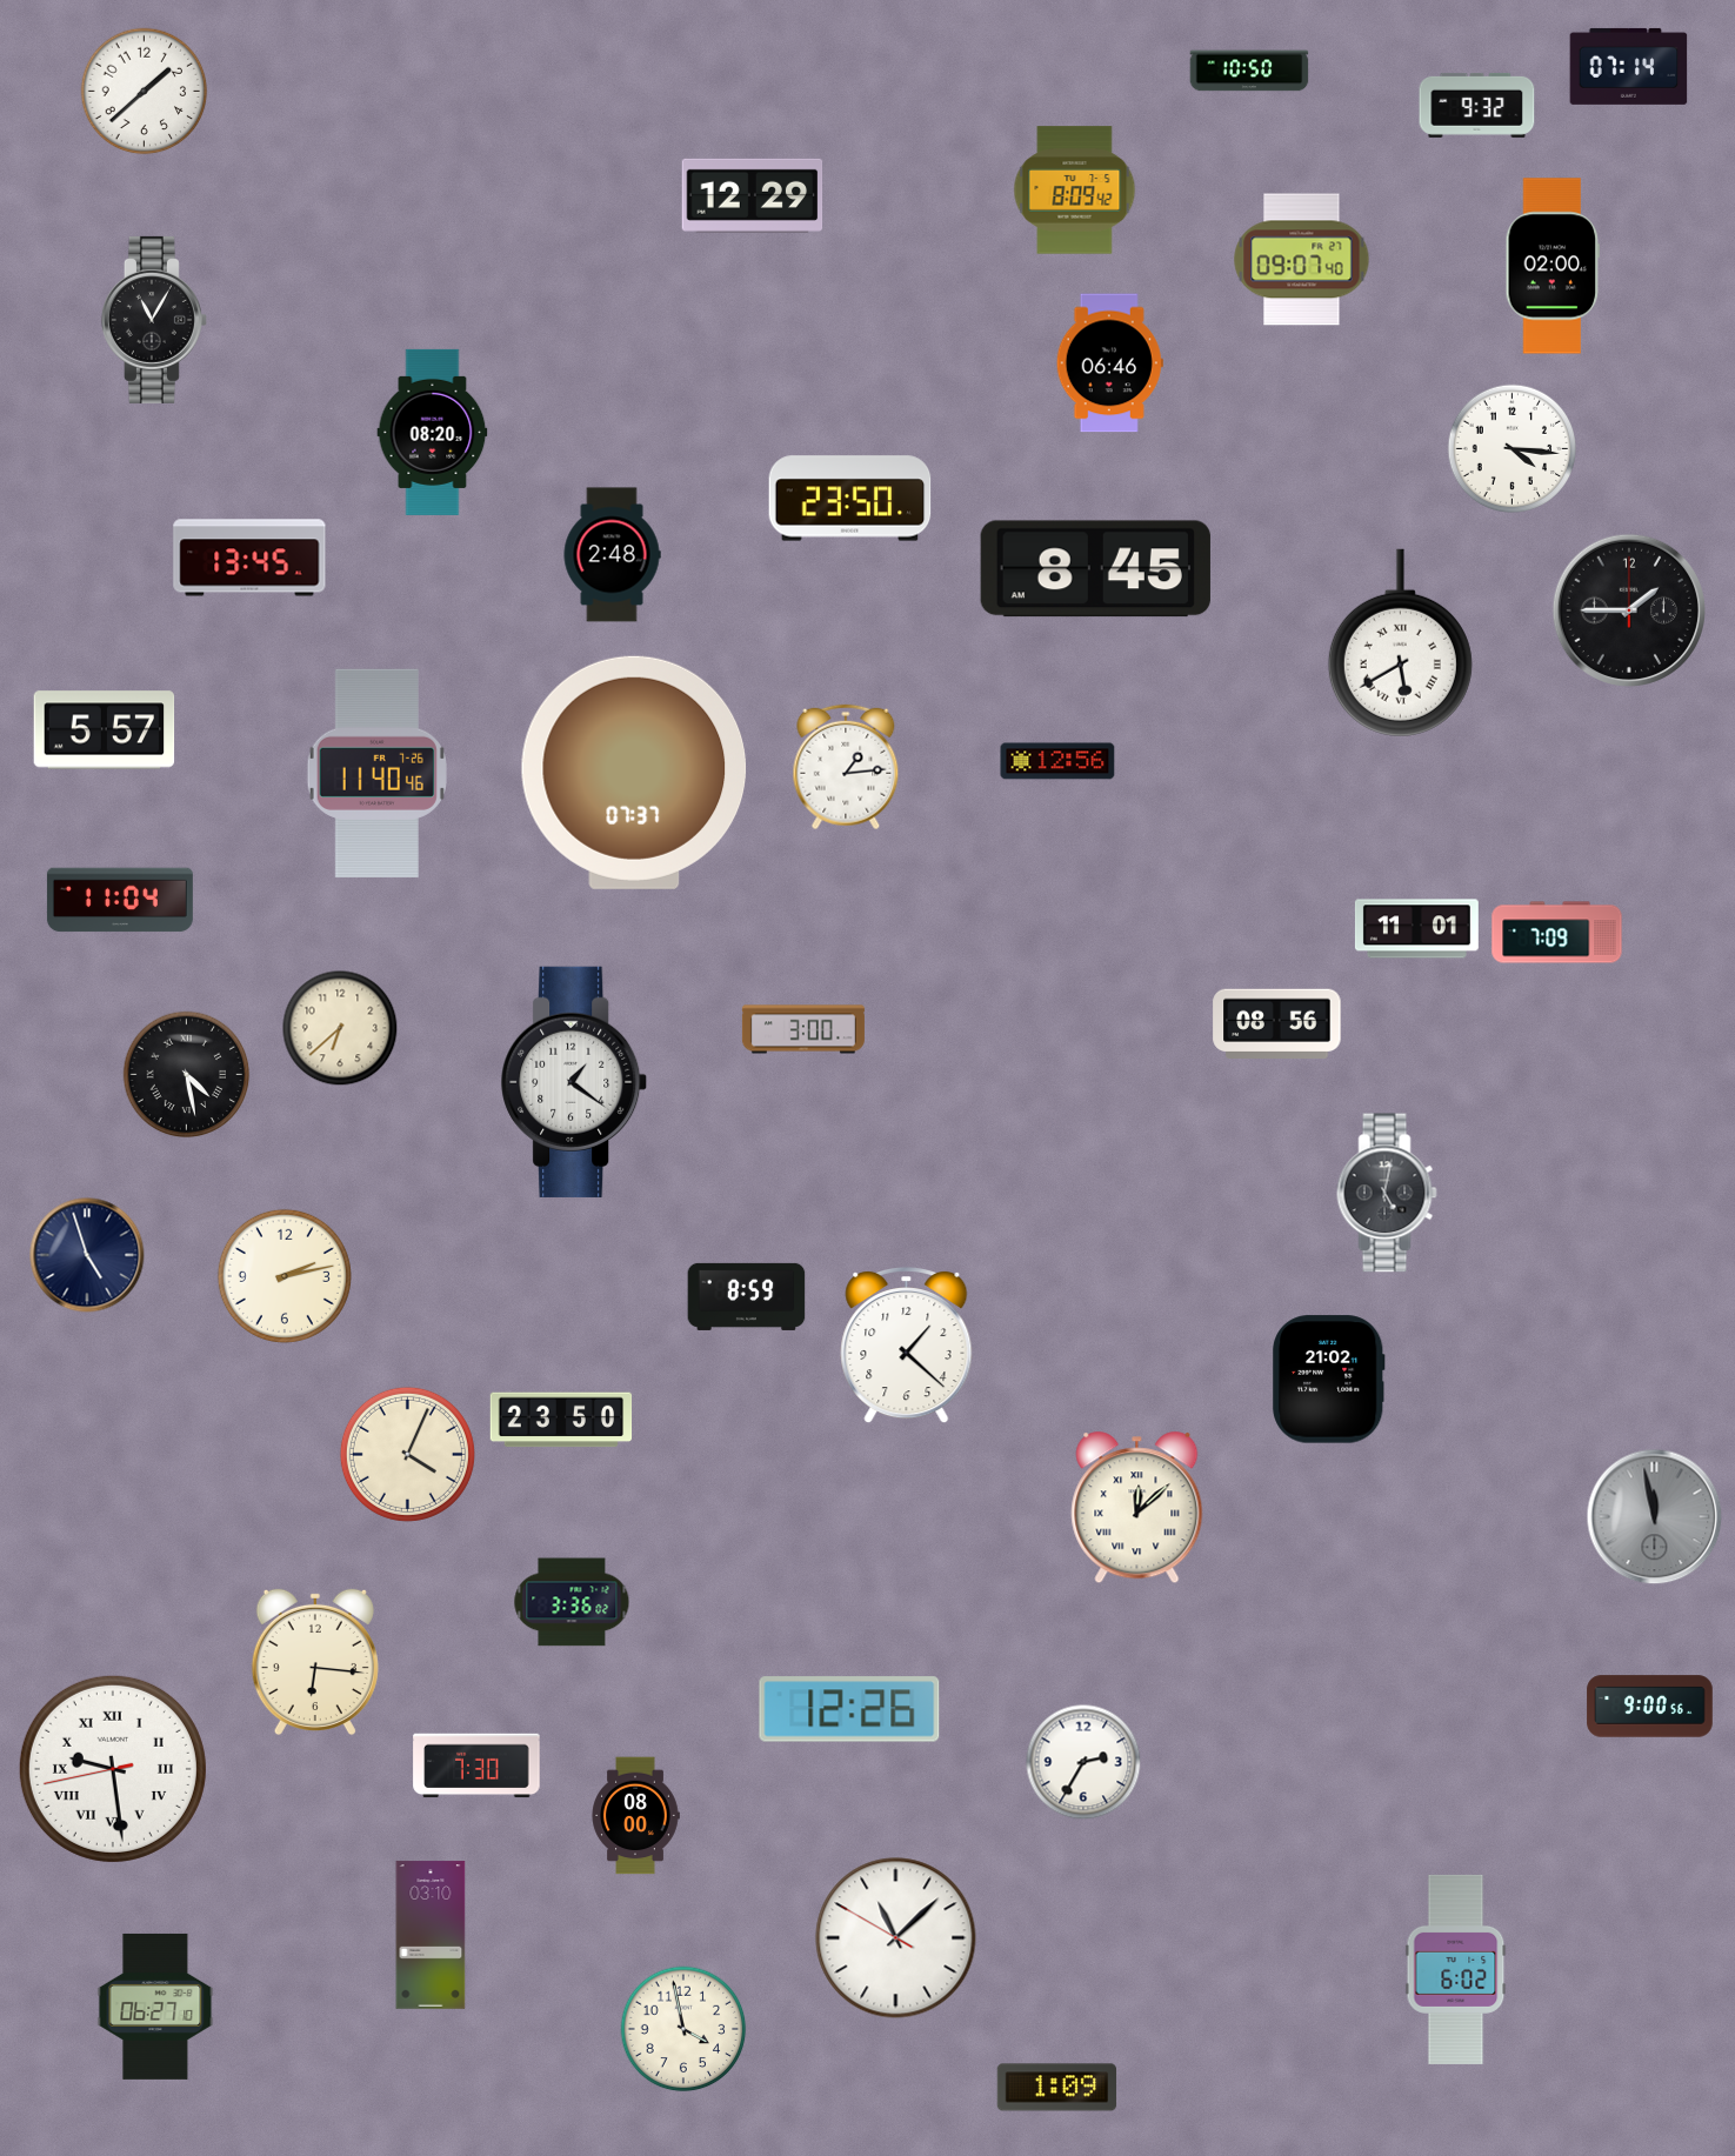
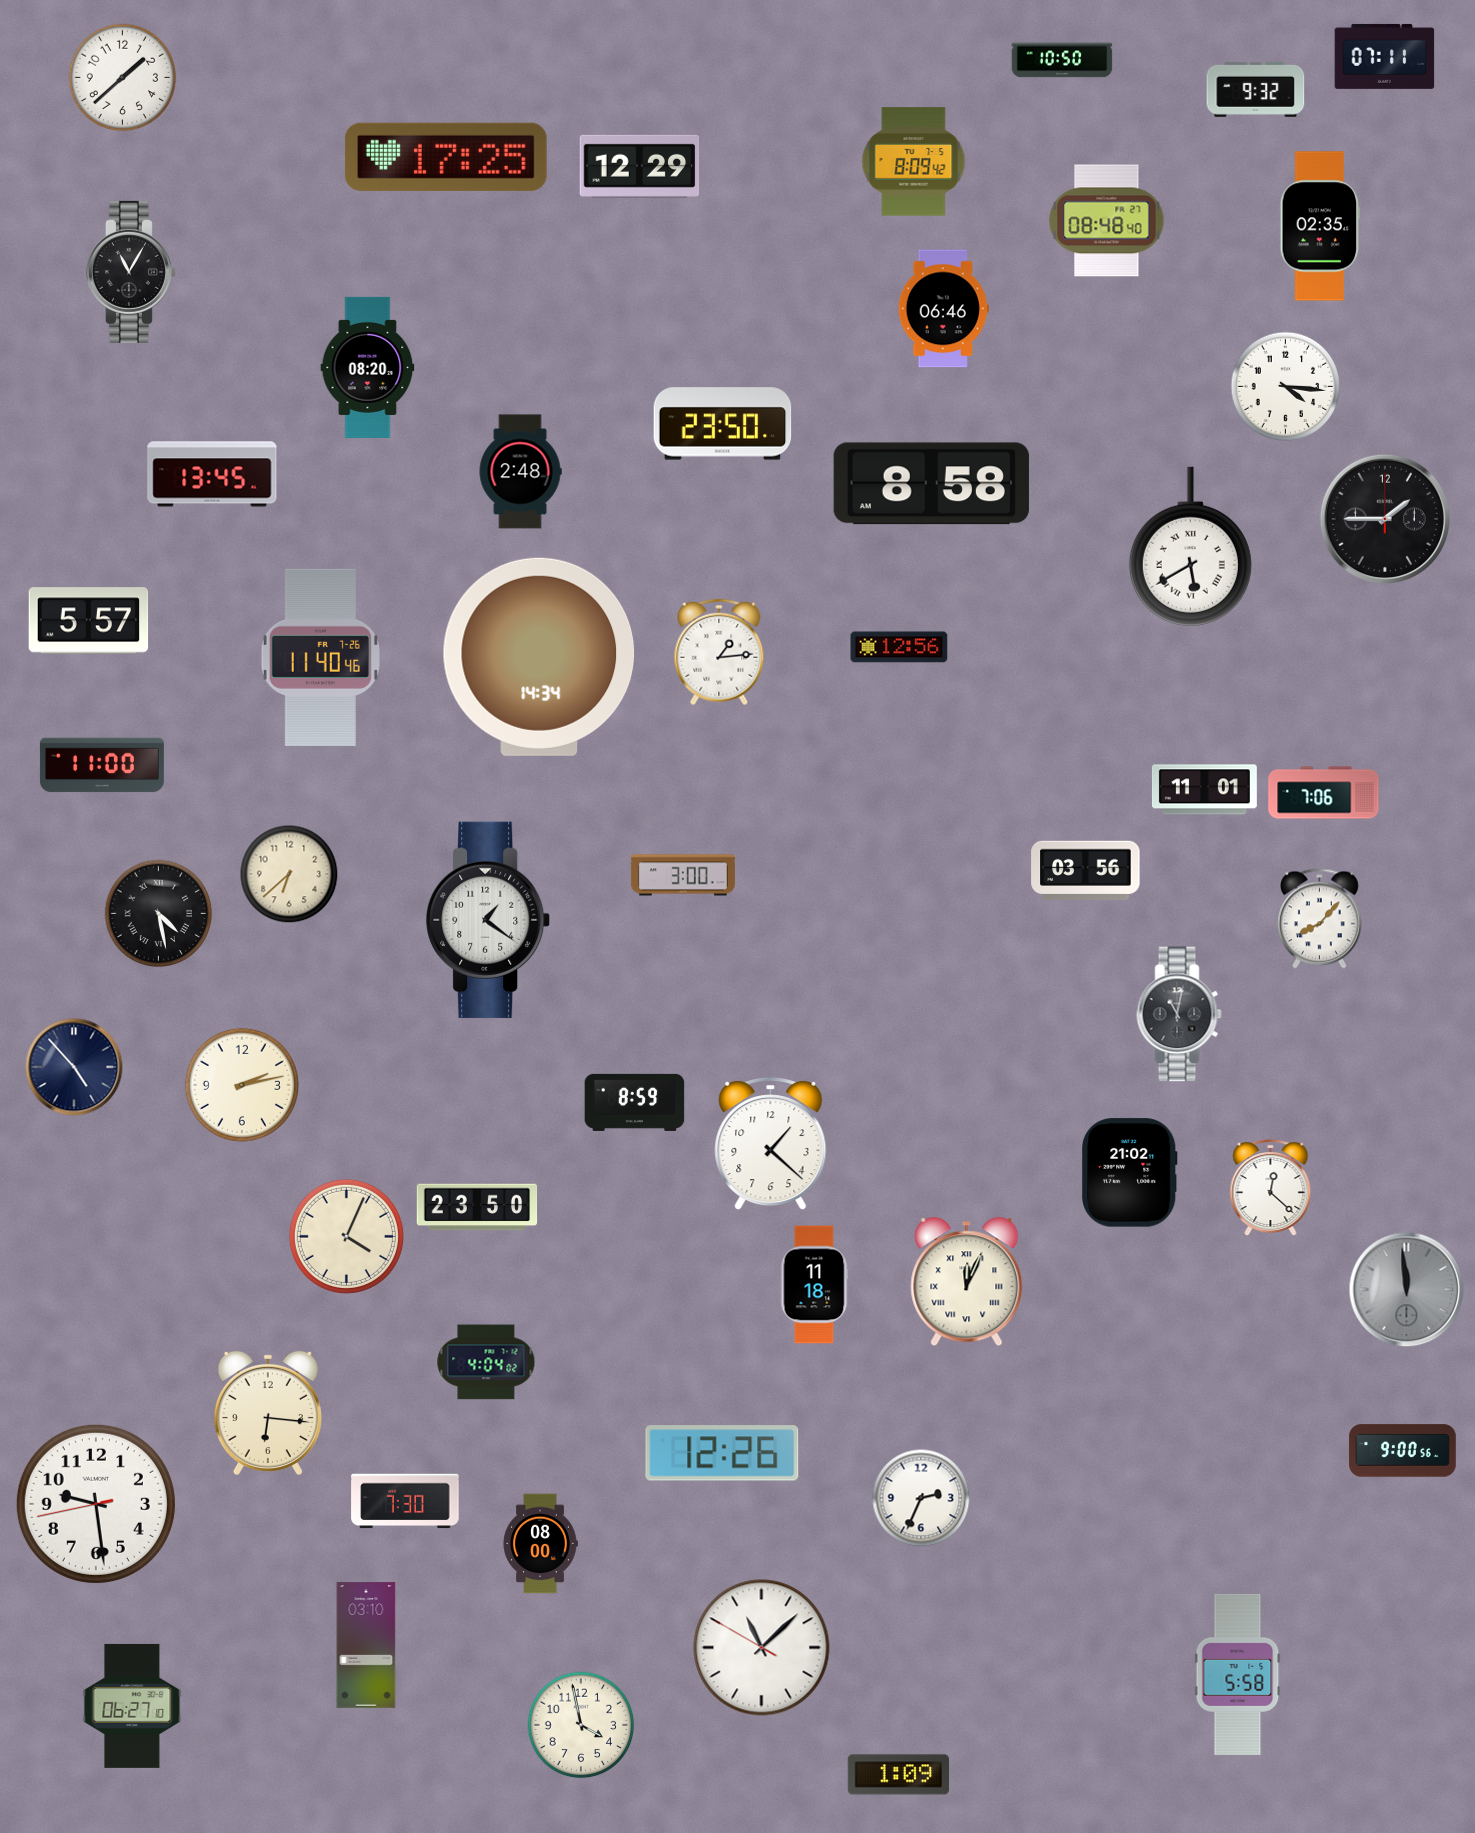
clock at (1629, 66): 07:14 -> 07:11
clock at (446, 157): none -> 17:25
clock at (1302, 260): 09:07 -> 08:48
clock at (1553, 266): 02:00 -> 02:35
clock at (1513, 449) position: (1513, 449) -> (1286, 387)
clock at (1095, 569): 8:45 -> 8:58
clock at (634, 773): 07:37 -> 14:34
clock at (120, 900): 11:04 -> 11:00
clock at (1557, 933): 7:09 -> 7:06
clock at (1277, 1024): 08:56 -> 03:56
clock at (1319, 919): none -> 8:07
clock at (1387, 1193): 5:02 -> 11:02
clock at (87, 1255): 4:57 -> 4:53
clock at (1271, 1188): none -> 12:22
clock at (1137, 1508): 12:08 -> 12:04
clock at (814, 1285): none -> 11:18
clock at (1655, 1517): 11:58 -> 11:59
clock at (572, 1602): 3:36 -> 4:04
clock at (1083, 1762): 2:35 -> 2:34
clock at (113, 1769) numerals: Roman -> Arabic
clock at (1456, 1969): 6:02 -> 5:58
